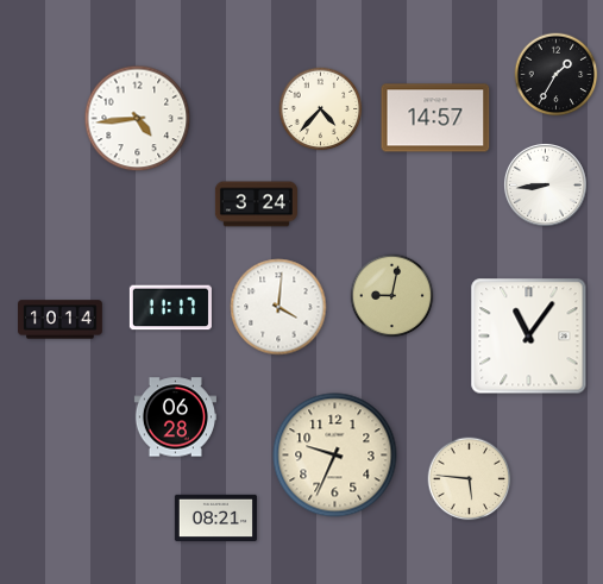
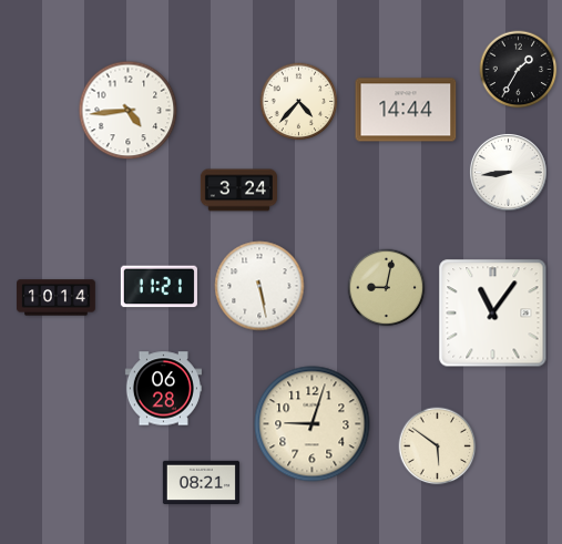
clock at (435, 118): 14:57 -> 14:44
clock at (392, 296) position: (392, 296) -> (387, 288)
clock at (278, 307): 4:01 -> 5:28
clock at (170, 308): 11:17 -> 11:21
clock at (335, 456): 9:34 -> 9:03
clock at (470, 479): 5:46 -> 5:51
